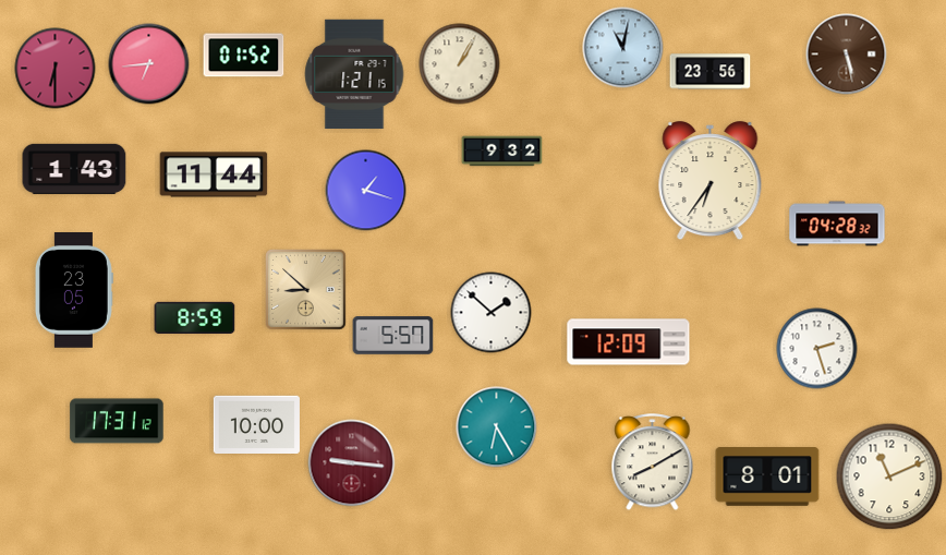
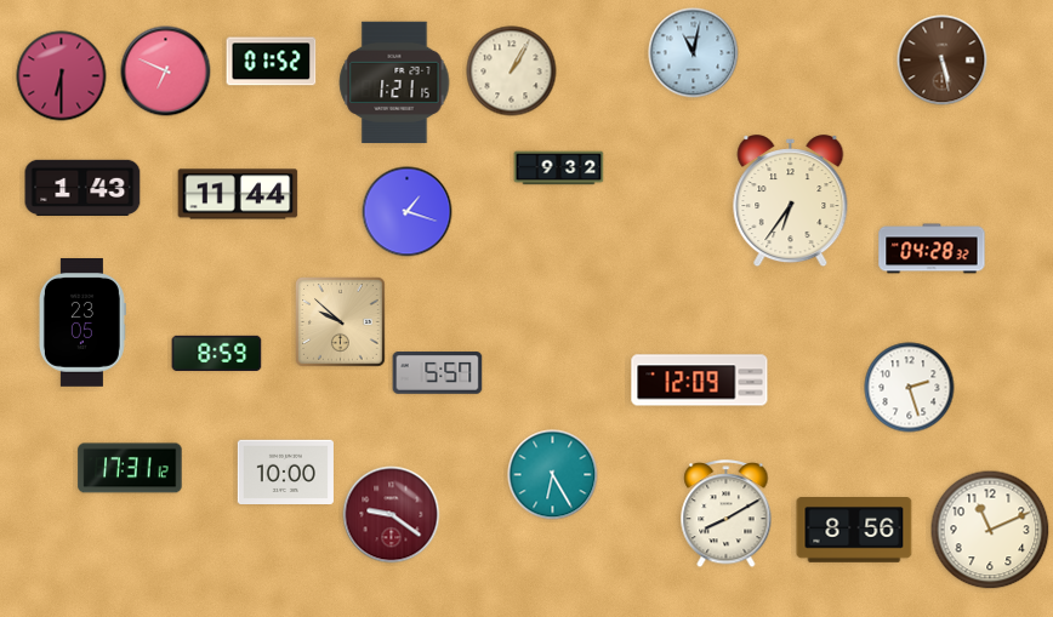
clock at (149, 64): 6:44 -> 6:49
clock at (711, 72): 23:56 -> none
clock at (306, 290): 8:52 -> 9:52
clock at (492, 313): 1:52 -> none
clock at (352, 463): 9:16 -> 9:21
clock at (767, 478): 8:01 -> 8:56
